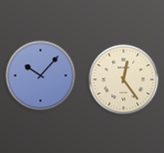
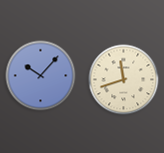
clock at (124, 80): 12:24 -> 11:42
